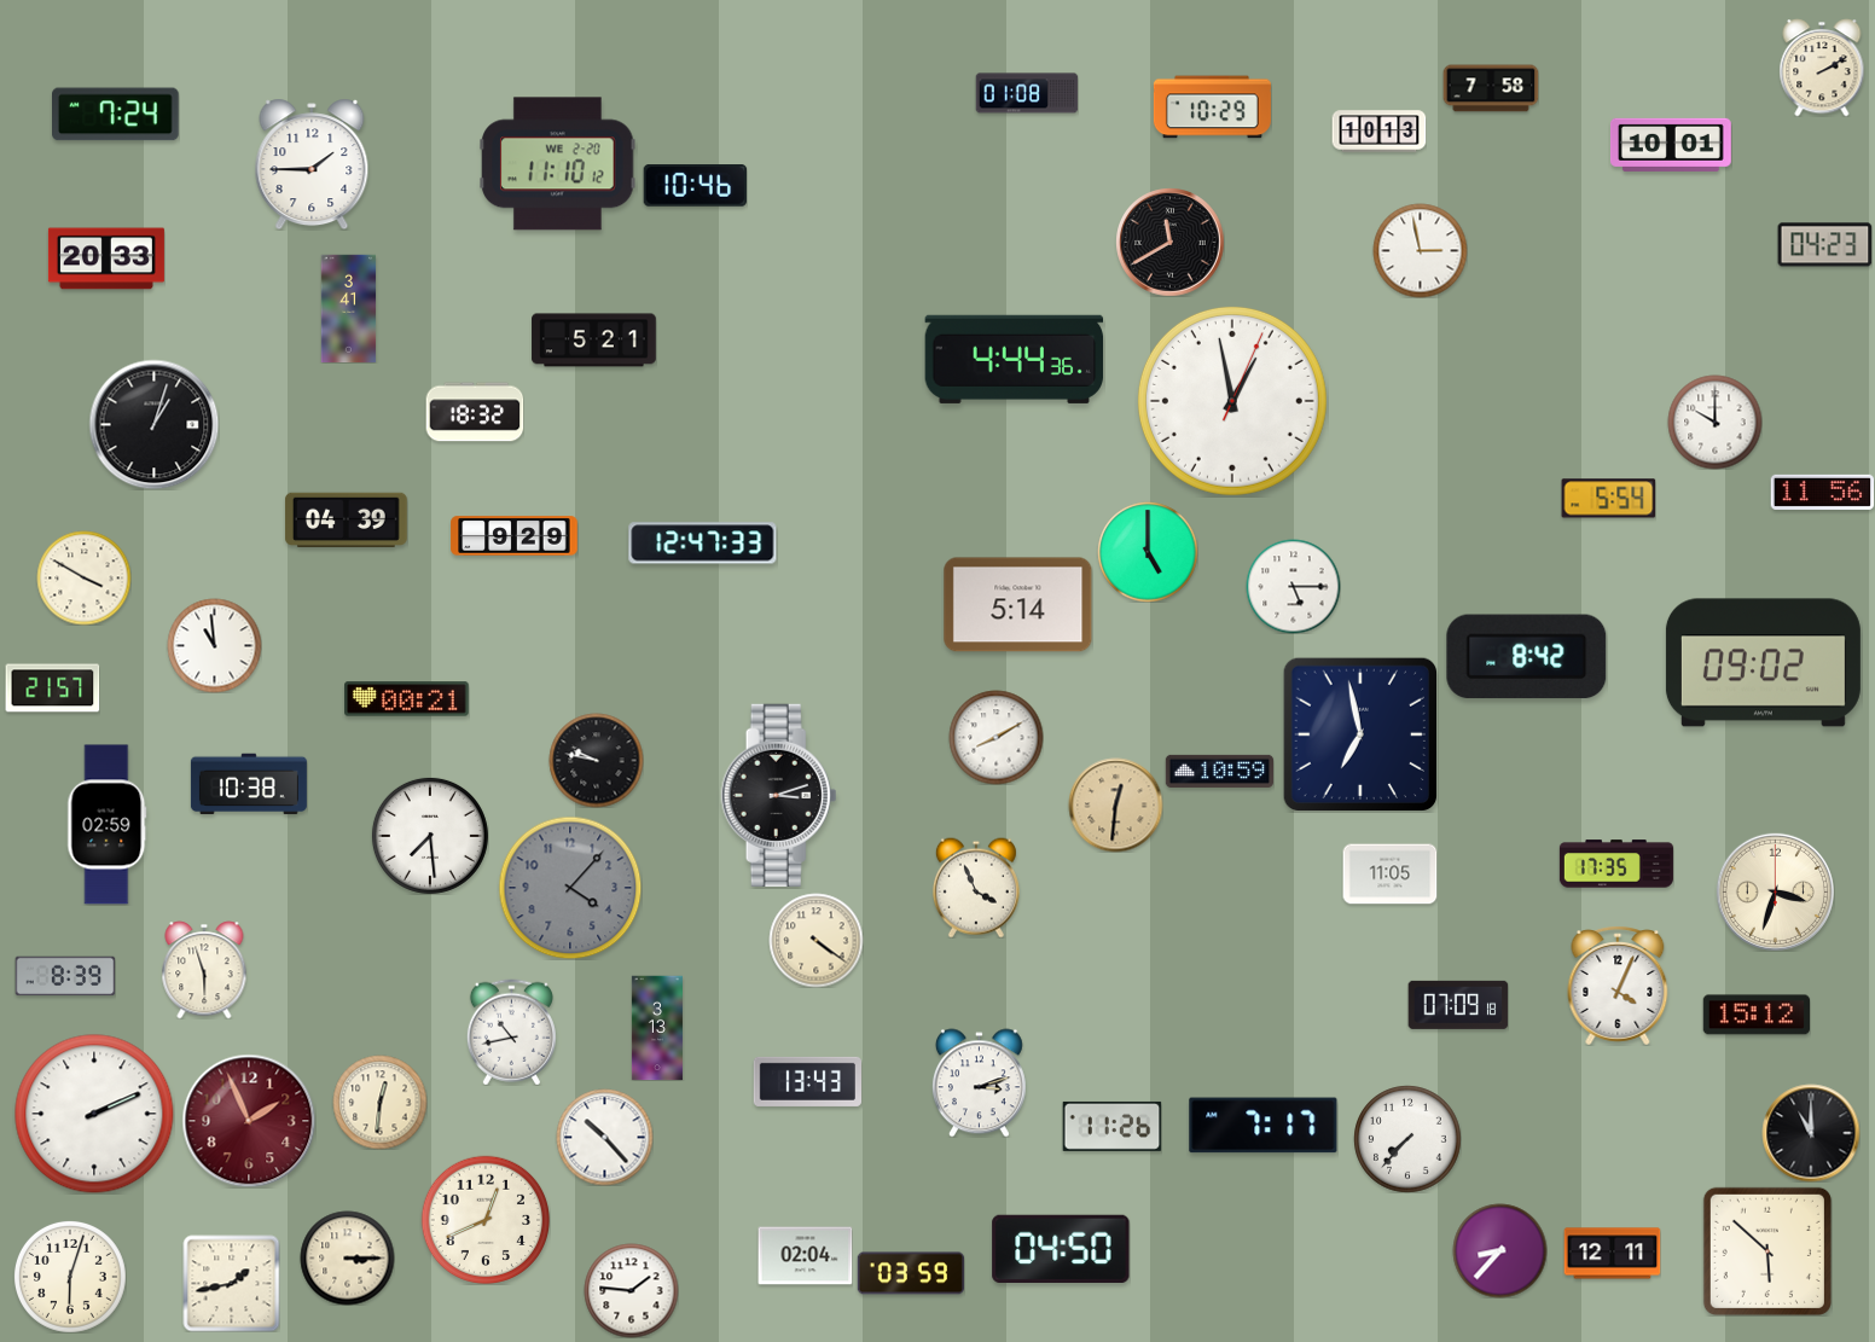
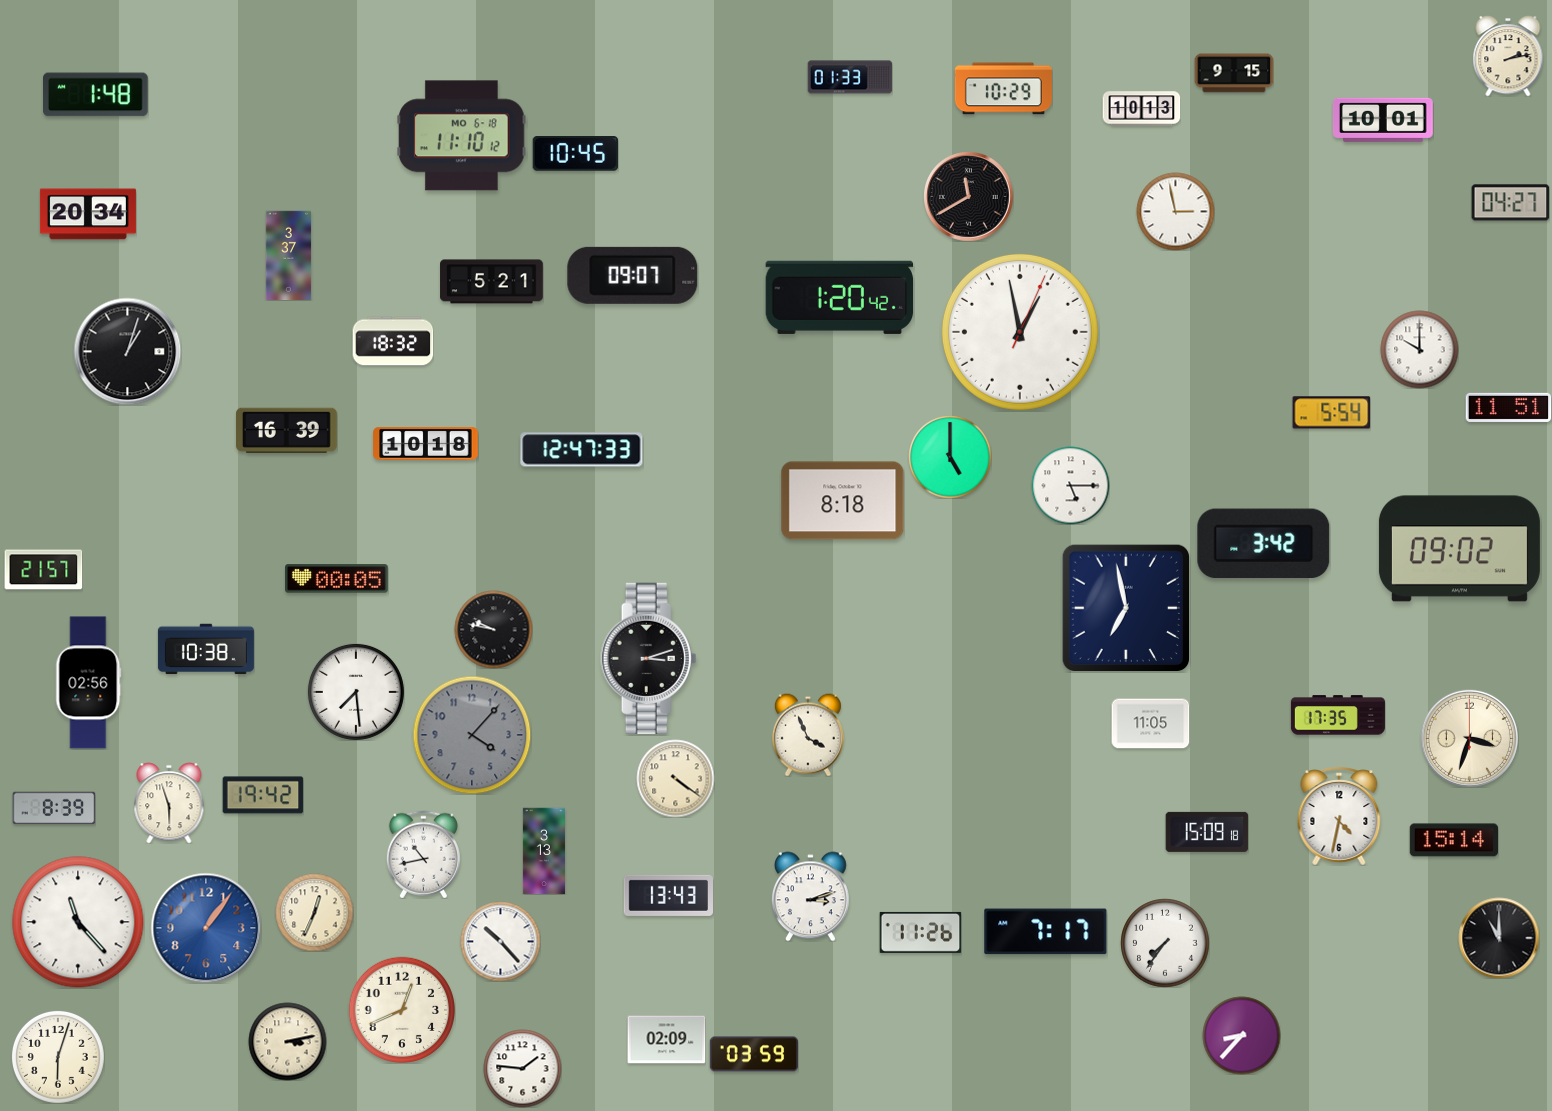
clock at (1822, 68): 2:10 -> 2:13
clock at (1491, 88): 7:58 -> 9:15
clock at (1027, 93): 01:08 -> 01:33
clock at (116, 115): 7:24 -> 1:48
clock at (312, 164): 1:45 -> none
clock at (558, 164) date: WE 2-20 -> MO 6-18
clock at (695, 186): 10:46 -> 10:45
clock at (1169, 242) position: (1169, 242) -> (968, 196)
clock at (1824, 245): 04:23 -> 04:27
clock at (1420, 250) position: (1420, 250) -> (1175, 211)
clock at (106, 258): 20:33 -> 20:34
clock at (349, 308): 3:41 -> 3:37
clock at (633, 275): none -> 09:07
clock at (1015, 359): 4:44 -> 1:20
clock at (1822, 492): 11:56 -> 11:51
clock at (346, 519): 04:39 -> 16:39
clock at (515, 536): 9:29 -> 10:18
clock at (83, 577): 3:50 -> none
clock at (1018, 605): 5:14 -> 8:18
clock at (214, 645): 10:59 -> none
clock at (1527, 657): 8:42 -> 3:42
clock at (407, 699): 00:21 -> 00:05
clock at (995, 737): 8:10 -> none
clock at (1219, 771): 10:59 -> none
clock at (779, 795) position: (779, 795) -> (649, 658)
clock at (1115, 804): 12:31 -> none
clock at (108, 825): 02:59 -> 02:56
clock at (263, 795): none -> 19:42
clock at (1618, 986): 4:04 -> 4:32
clock at (1458, 1005): 07:09 -> 15:09
clock at (1755, 1015): 15:12 -> 15:14
clock at (379, 1102): 12:31 -> 12:34
clock at (94, 1114): 2:11 -> 11:23
clock at (249, 1121): 1:56 -> 1:06
clock at (249, 1121) dial: burgundy -> blue
clock at (1407, 1139): 7:37 -> 7:36
clock at (1061, 1248): 04:50 -> none
clock at (1767, 1251): 5:52 -> none
clock at (1612, 1254): 12:11 -> none
clock at (805, 1256): 02:04 -> 02:09
clock at (347, 1257): 3:15 -> 3:13
clock at (231, 1283): 1:43 -> none
